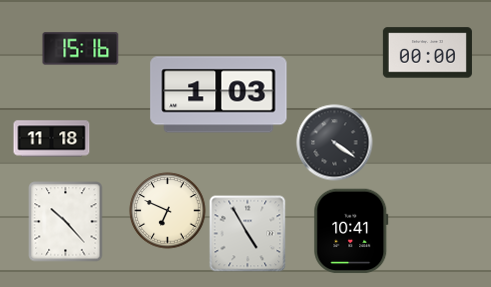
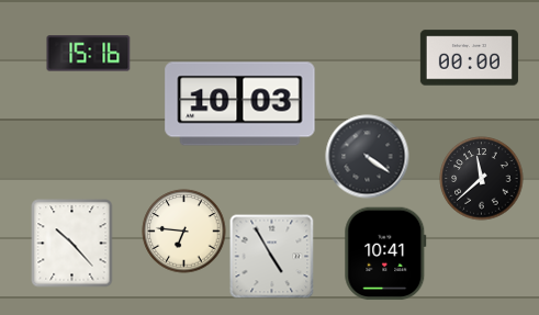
clock at (219, 95): 1:03 -> 10:03
clock at (52, 139): 11:18 -> none
clock at (482, 179): none -> 11:38
clock at (168, 211): 6:49 -> 6:46
